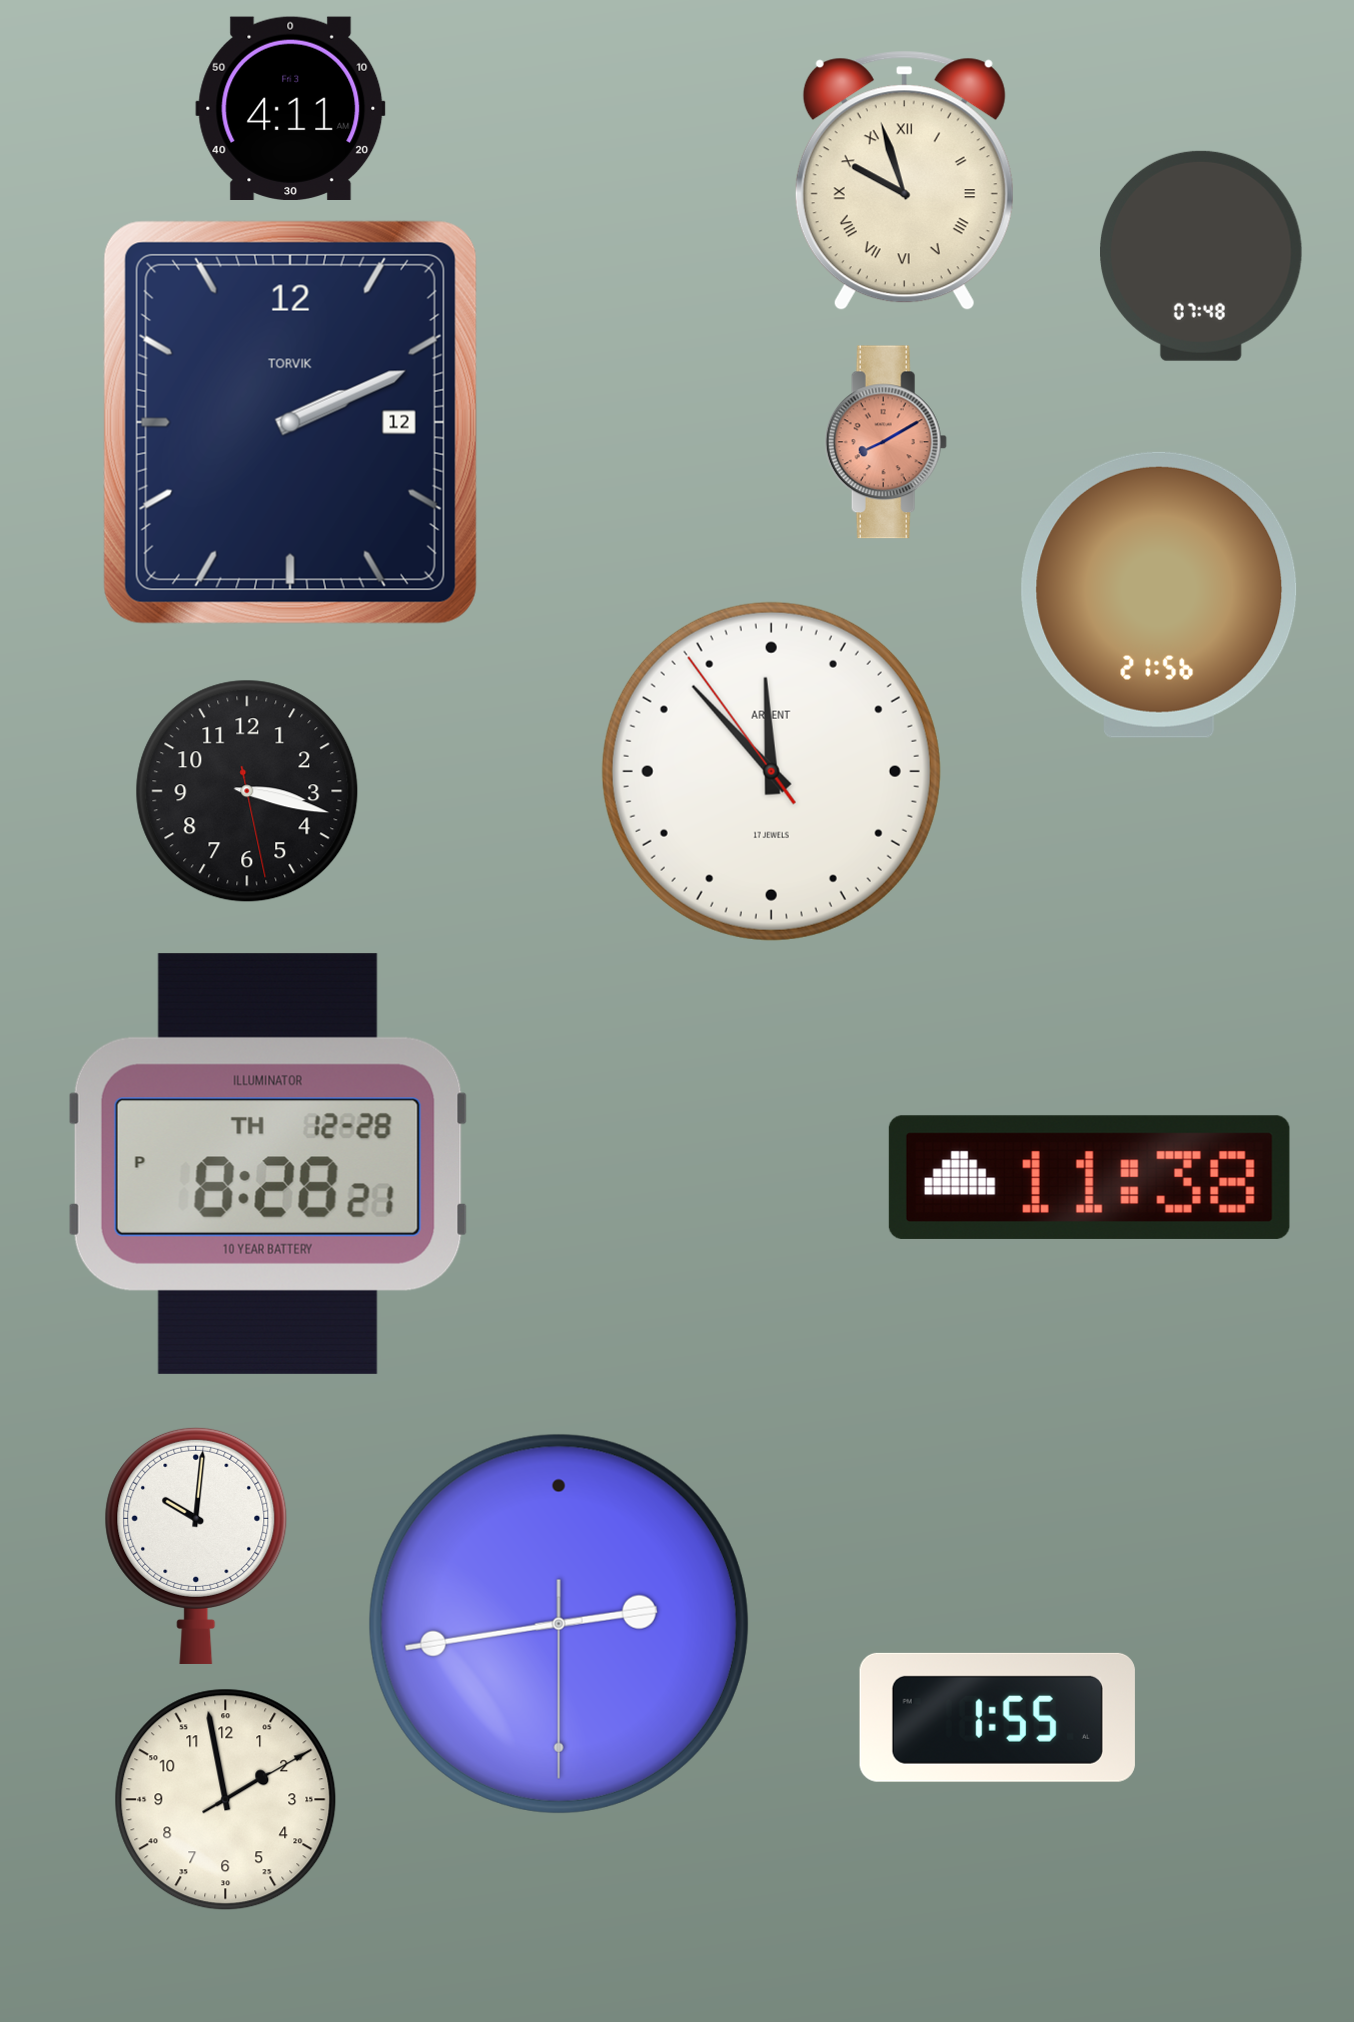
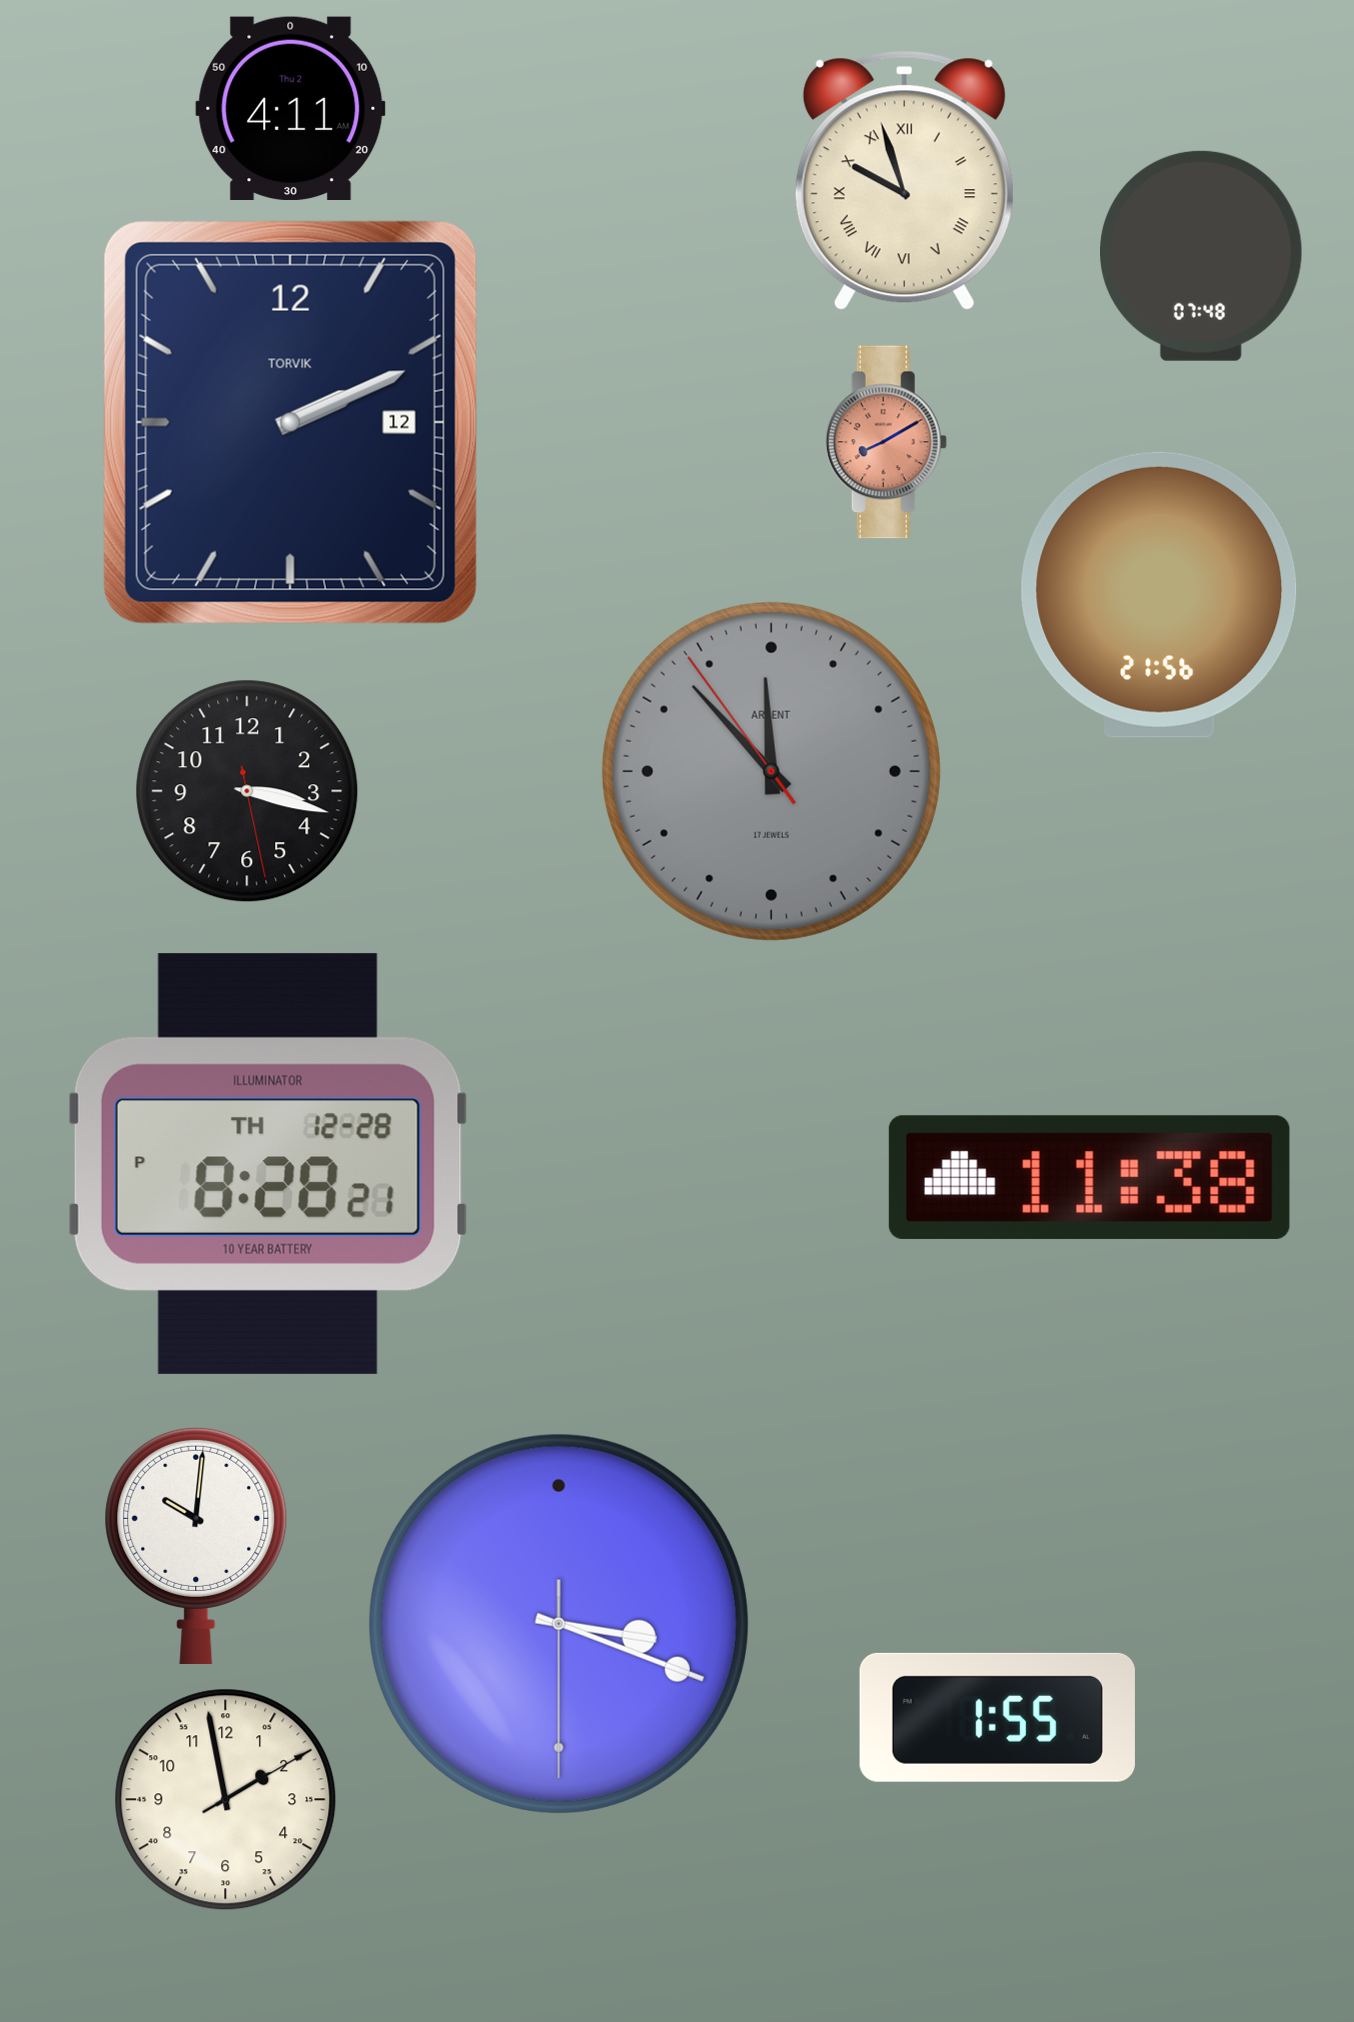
clock at (291, 108) date: Fri 3 -> Thu 2
clock at (771, 771) dial: white -> grey
clock at (559, 1624): 2:43 -> 3:18
